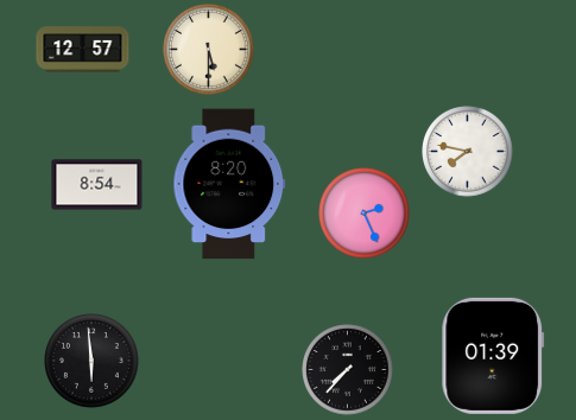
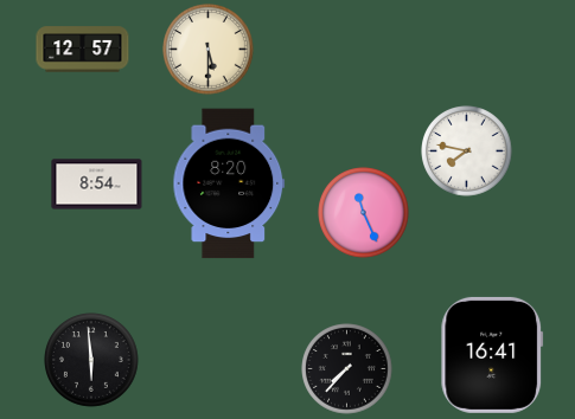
clock at (365, 214): 2:26 -> 11:26
clock at (493, 356): 01:39 -> 16:41
